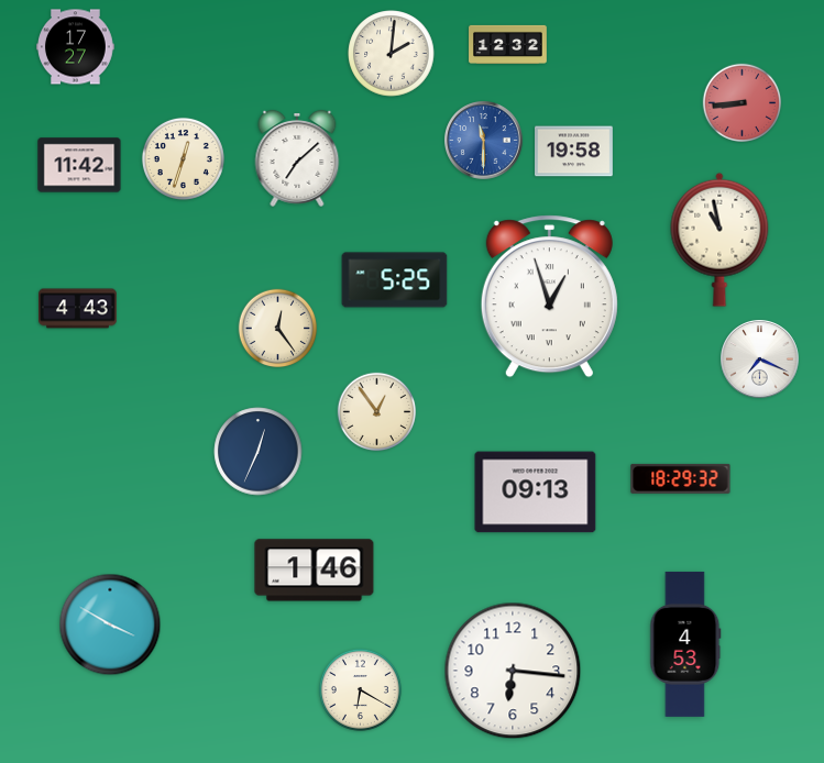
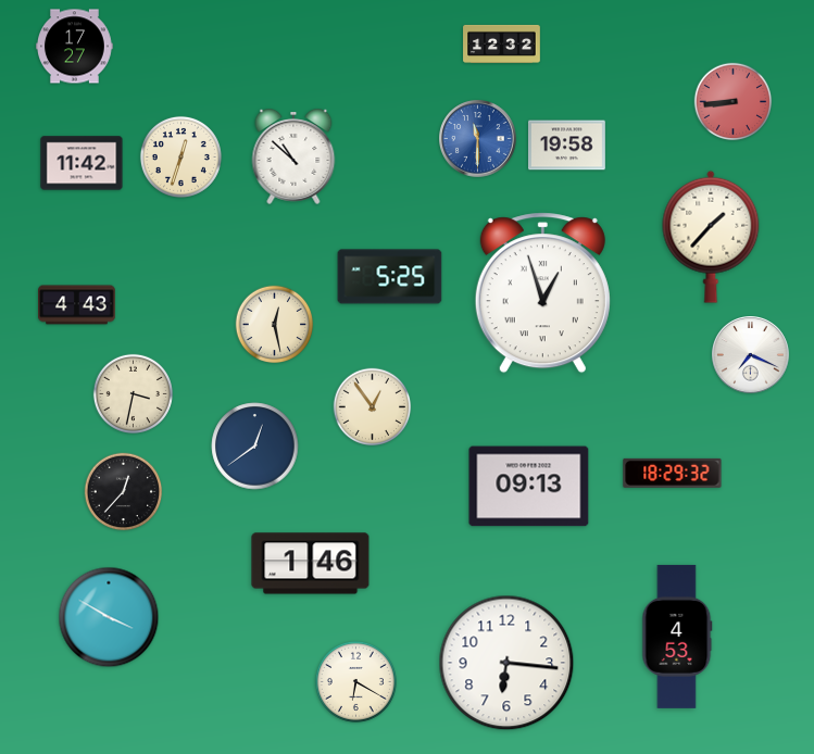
clock at (392, 54): 2:01 -> none
clock at (574, 152) position: (574, 152) -> (567, 146)
clock at (297, 159): 7:08 -> 10:52
clock at (79, 165) position: (79, 165) -> (82, 163)
clock at (719, 240): 10:58 -> 1:37
clock at (278, 329): 12:24 -> 12:28
clock at (133, 393): none -> 3:32
clock at (259, 452): 12:34 -> 12:39
clock at (124, 492): none -> 12:37
